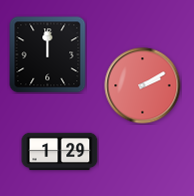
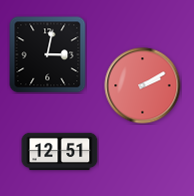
clock at (48, 55): 12:00 -> 3:02
clock at (60, 152): 1:29 -> 12:51
